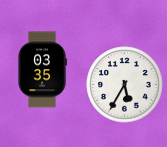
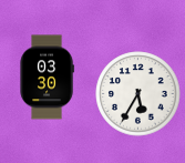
clock at (42, 70): 03:35 -> 03:30
